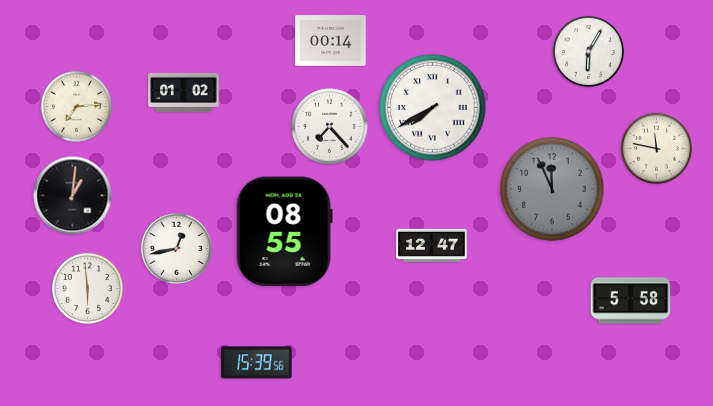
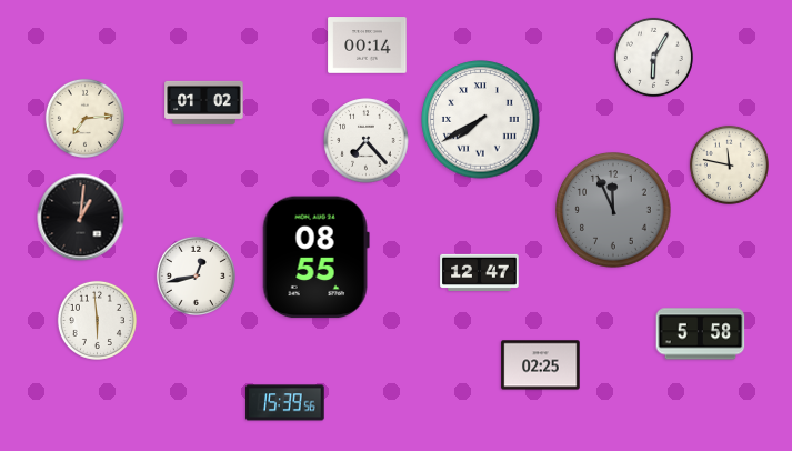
clock at (541, 365): none -> 02:25
